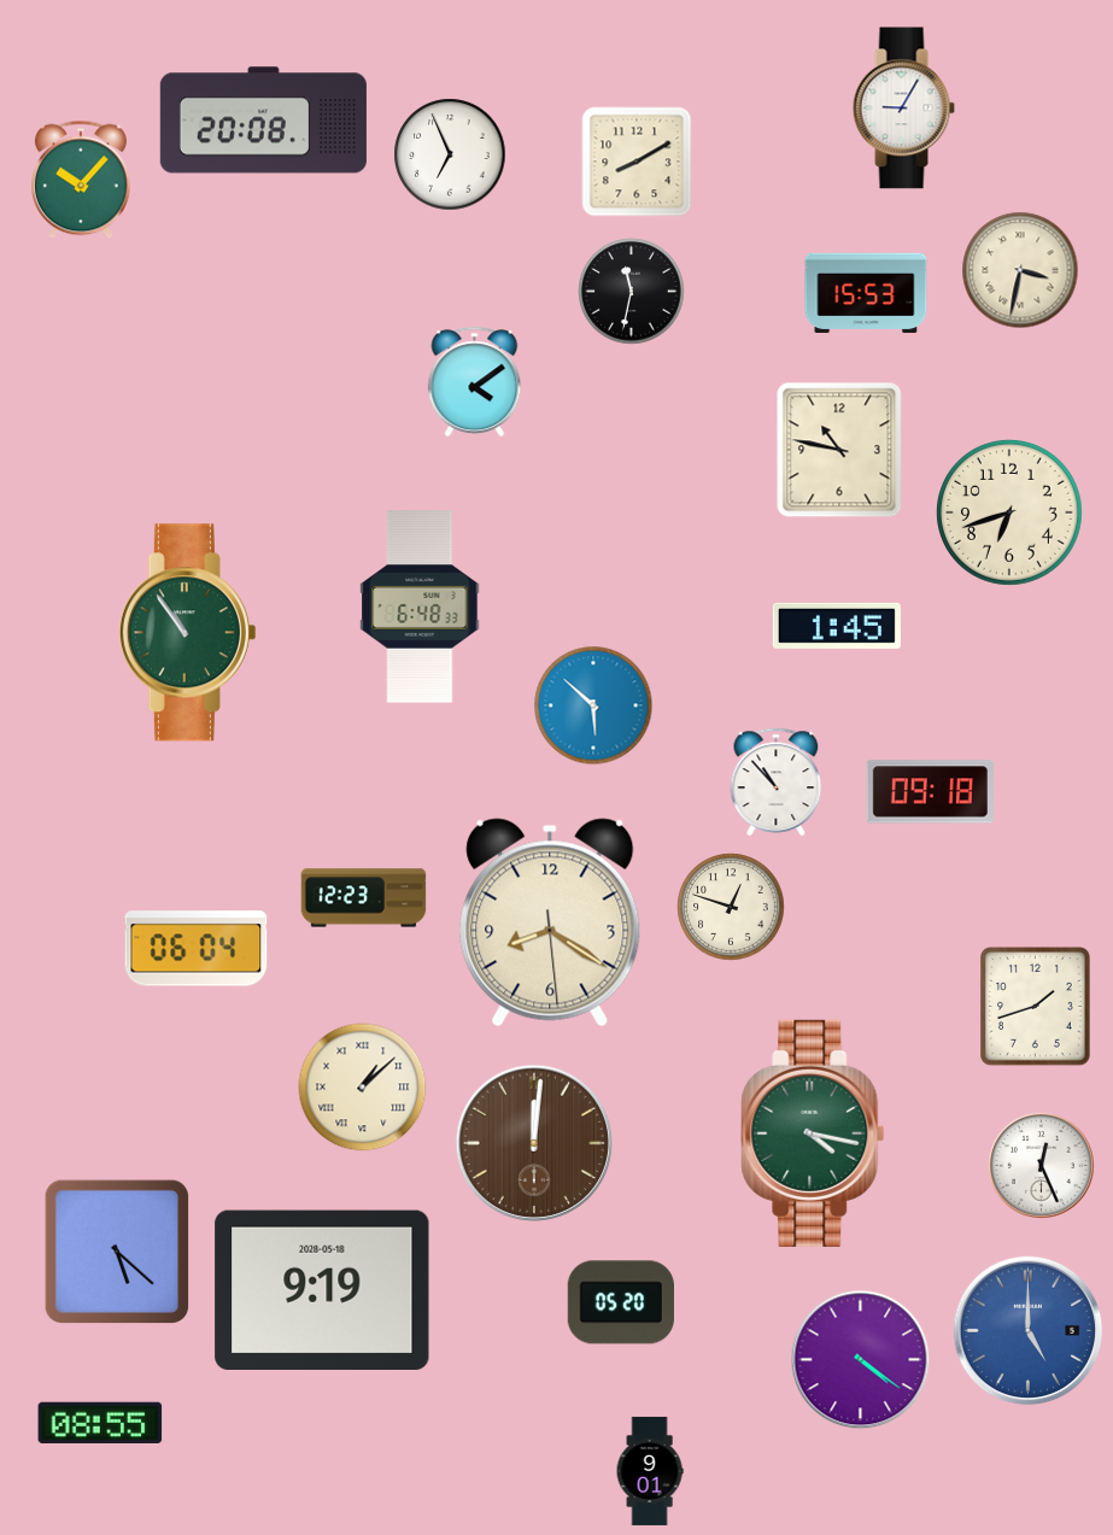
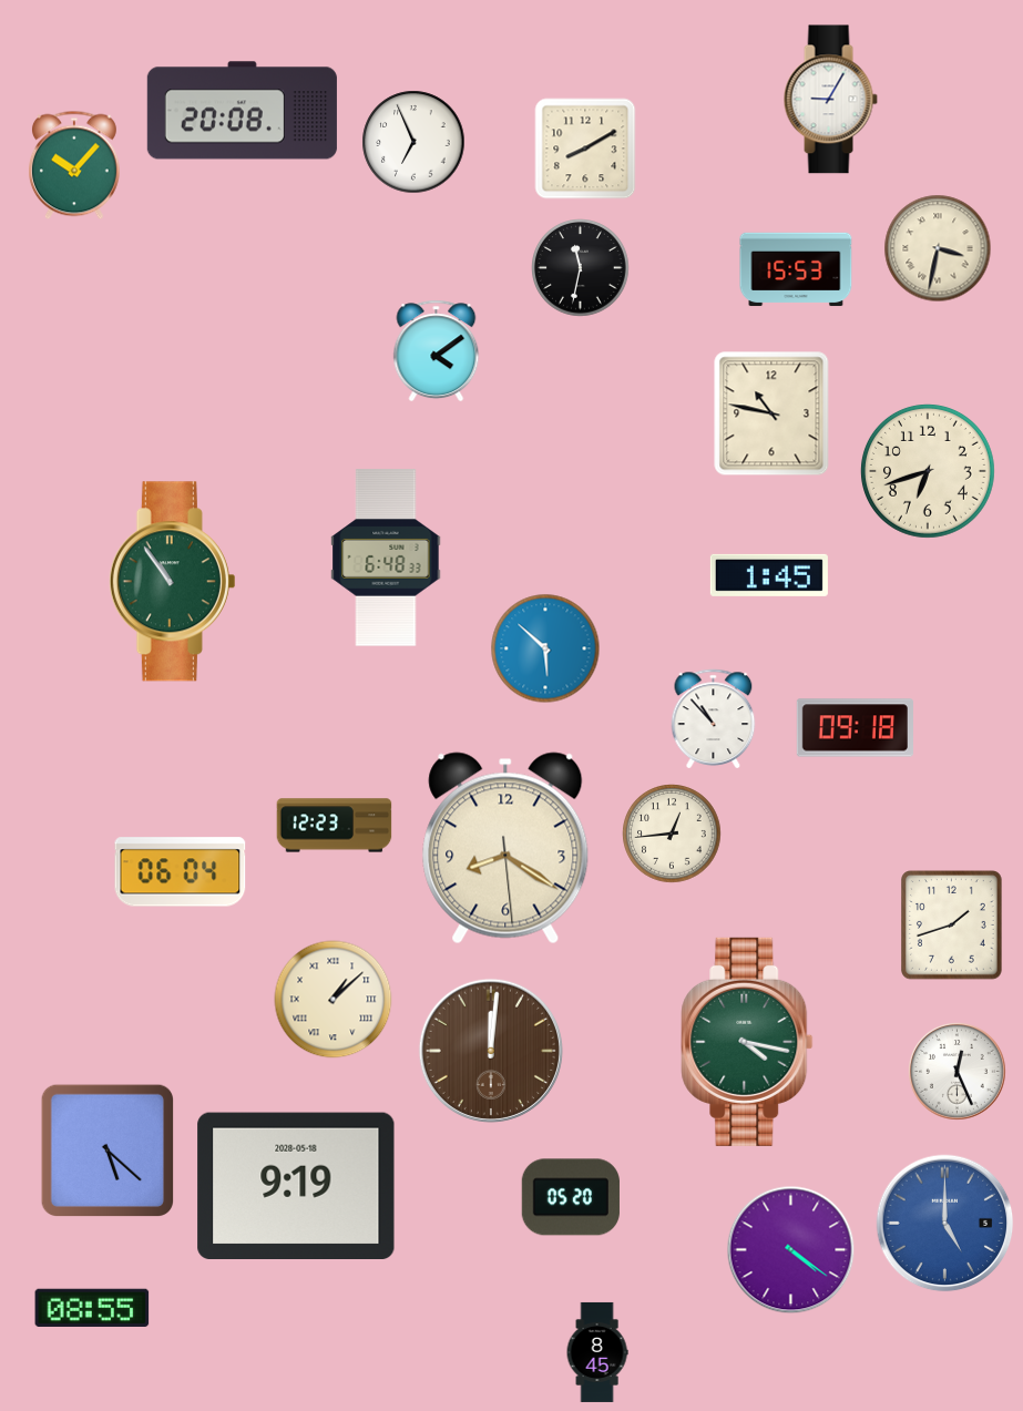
clock at (731, 907): 12:48 -> 12:44
clock at (650, 1471): 9:01 -> 8:45
